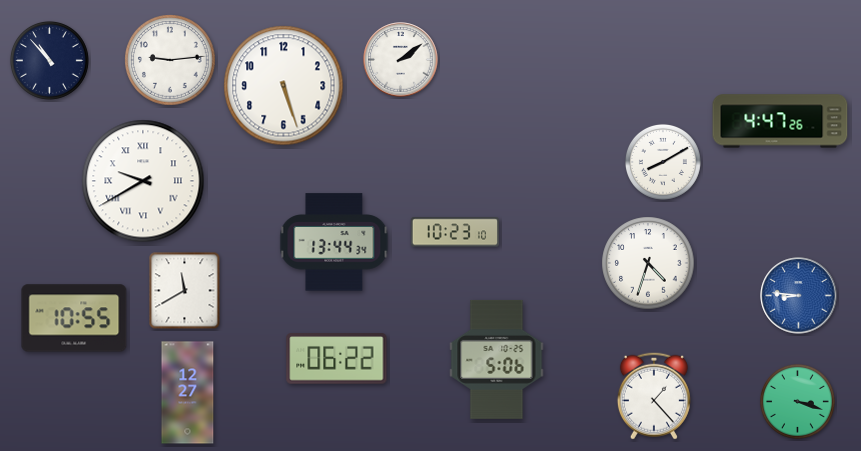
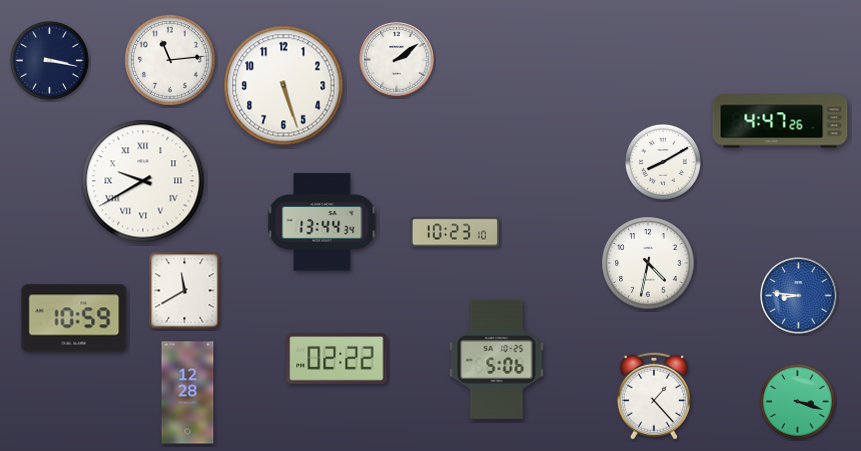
clock at (49, 60): 10:53 -> 3:17
clock at (170, 60): 9:14 -> 11:14
clock at (401, 60) position: (401, 60) -> (397, 60)
clock at (334, 242) position: (334, 242) -> (322, 222)
clock at (648, 263): 4:33 -> 4:32
clock at (74, 318): 10:55 -> 10:59
clock at (337, 359): 06:22 -> 02:22
clock at (188, 393): 12:27 -> 12:28
